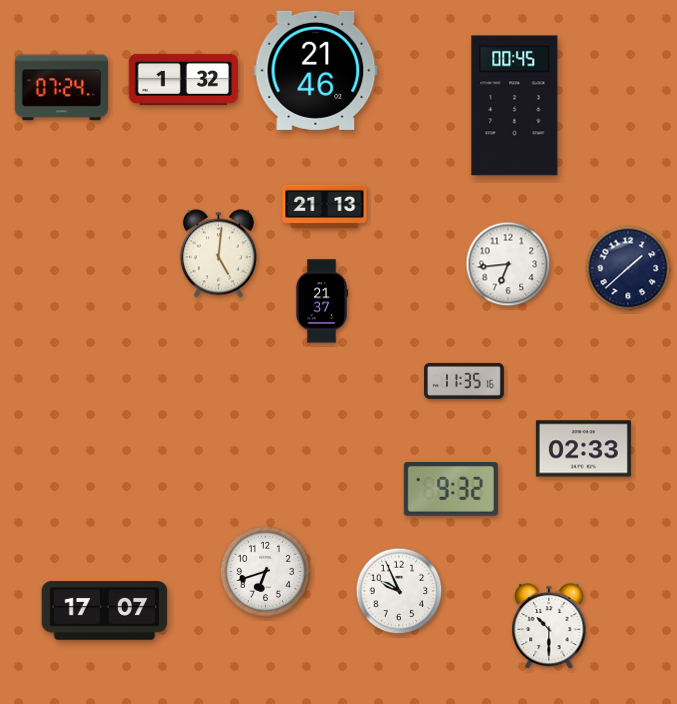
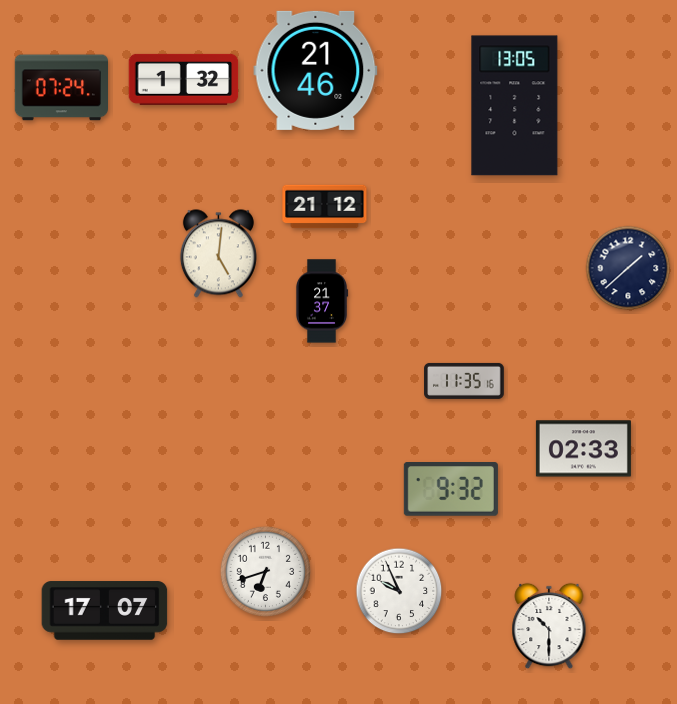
clock at (515, 106): 00:45 -> 13:05
clock at (325, 207): 21:13 -> 21:12
clock at (508, 264): 6:44 -> none
